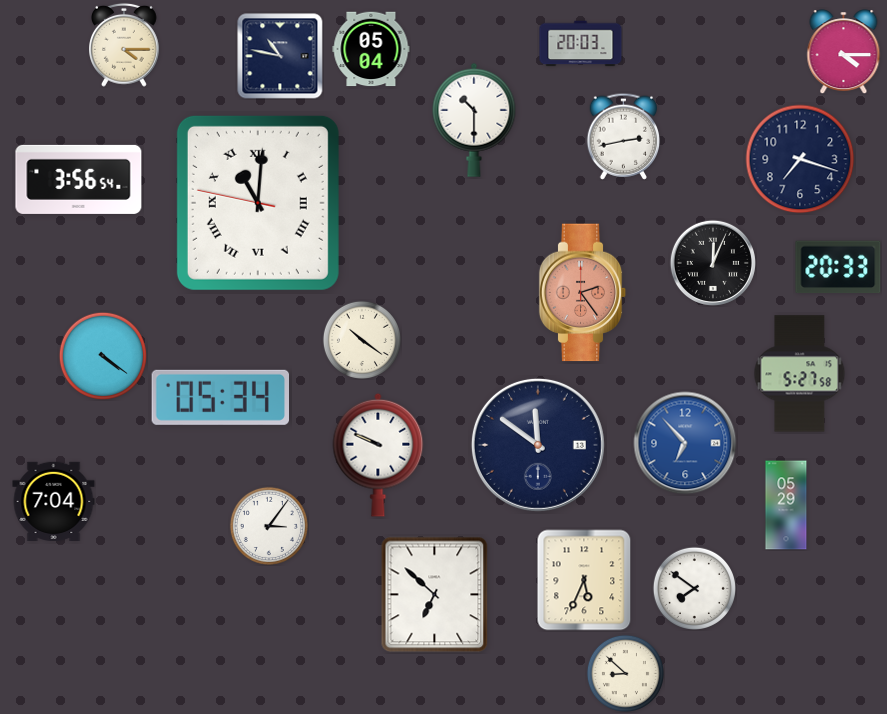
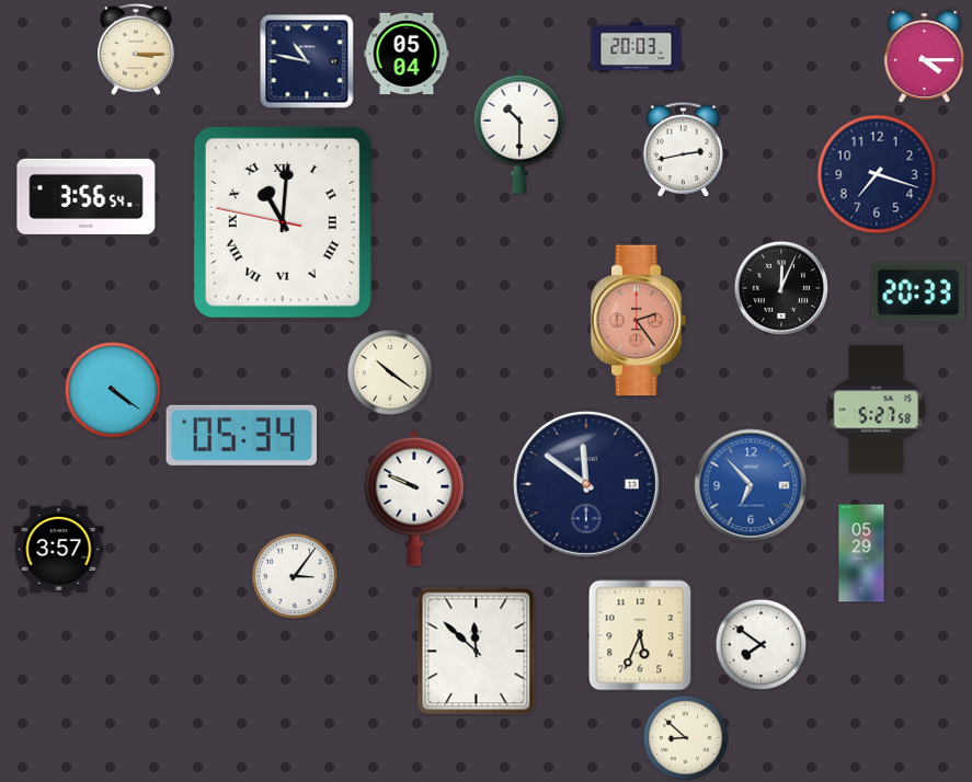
clock at (125, 45): 4:15 -> 3:15
clock at (362, 340) position: (362, 340) -> (390, 372)
clock at (538, 445) position: (538, 445) -> (586, 484)
clock at (54, 501): 7:04 -> 3:57
clock at (435, 595): 6:52 -> 11:52
